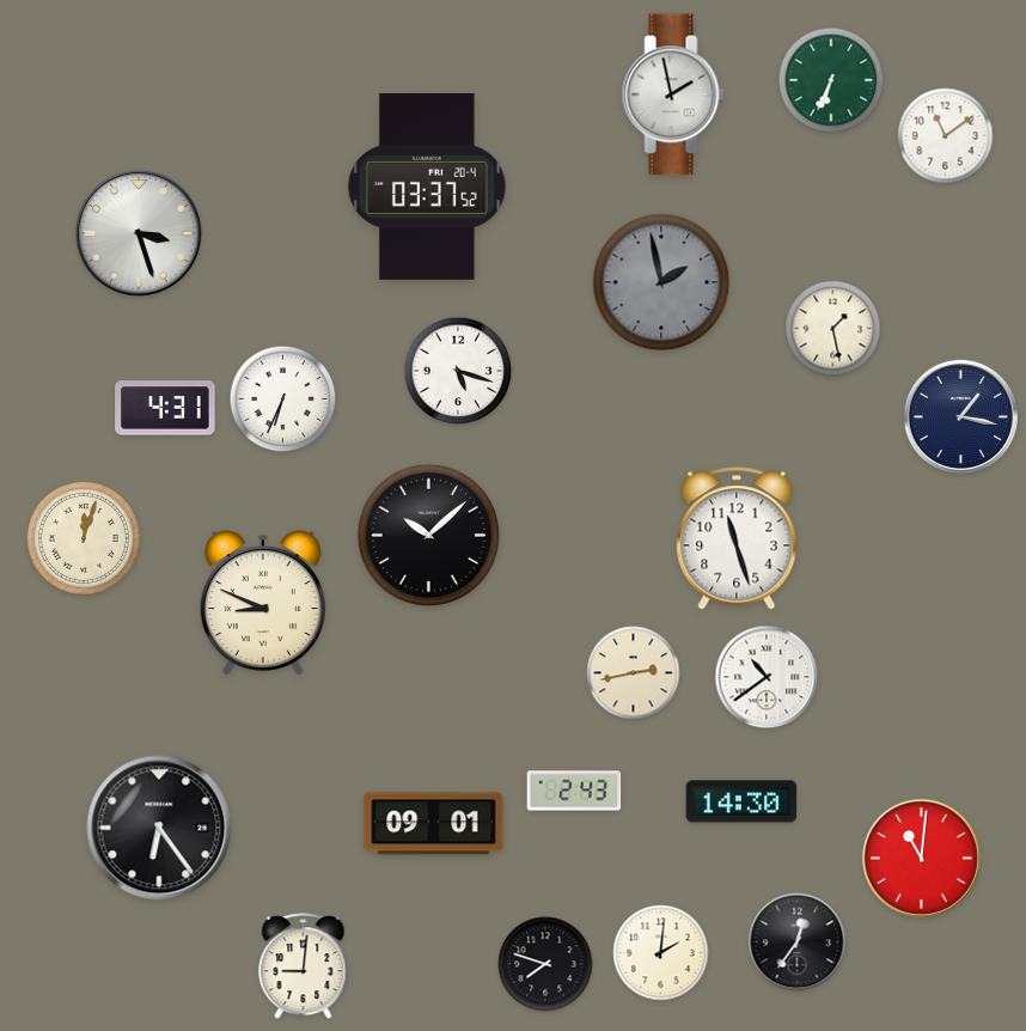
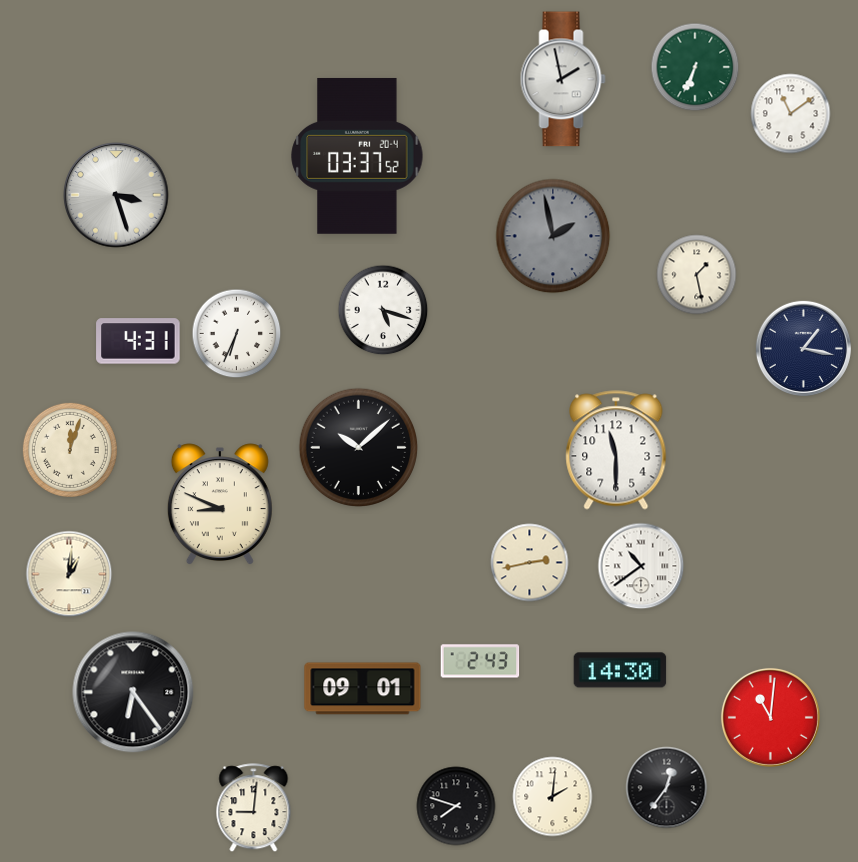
clock at (737, 538): 11:27 -> 11:30
clock at (69, 574): none -> 1:01
